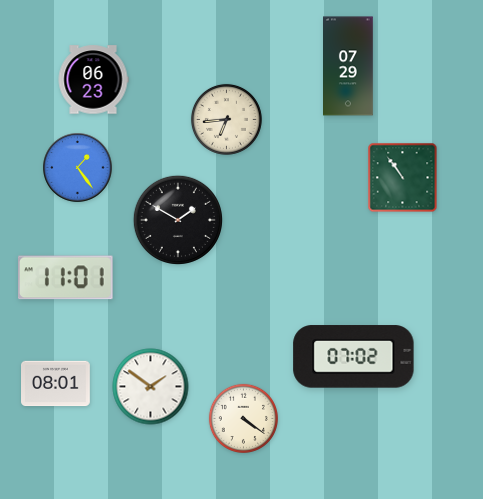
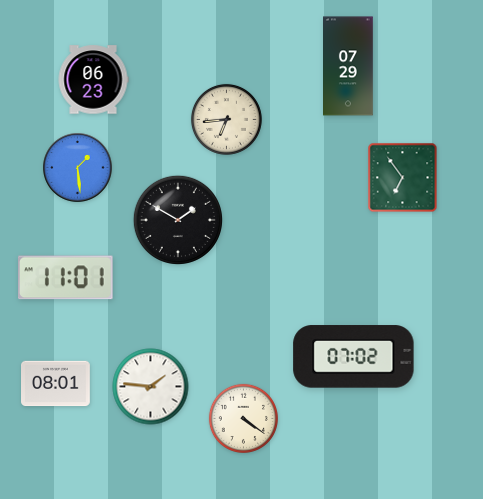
clock at (78, 168): 1:24 -> 1:29
clock at (403, 178): 10:54 -> 6:54
clock at (151, 387): 1:51 -> 1:46
